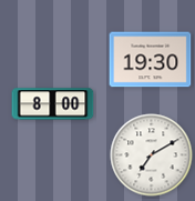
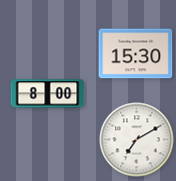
clock at (151, 60): 19:30 -> 15:30
